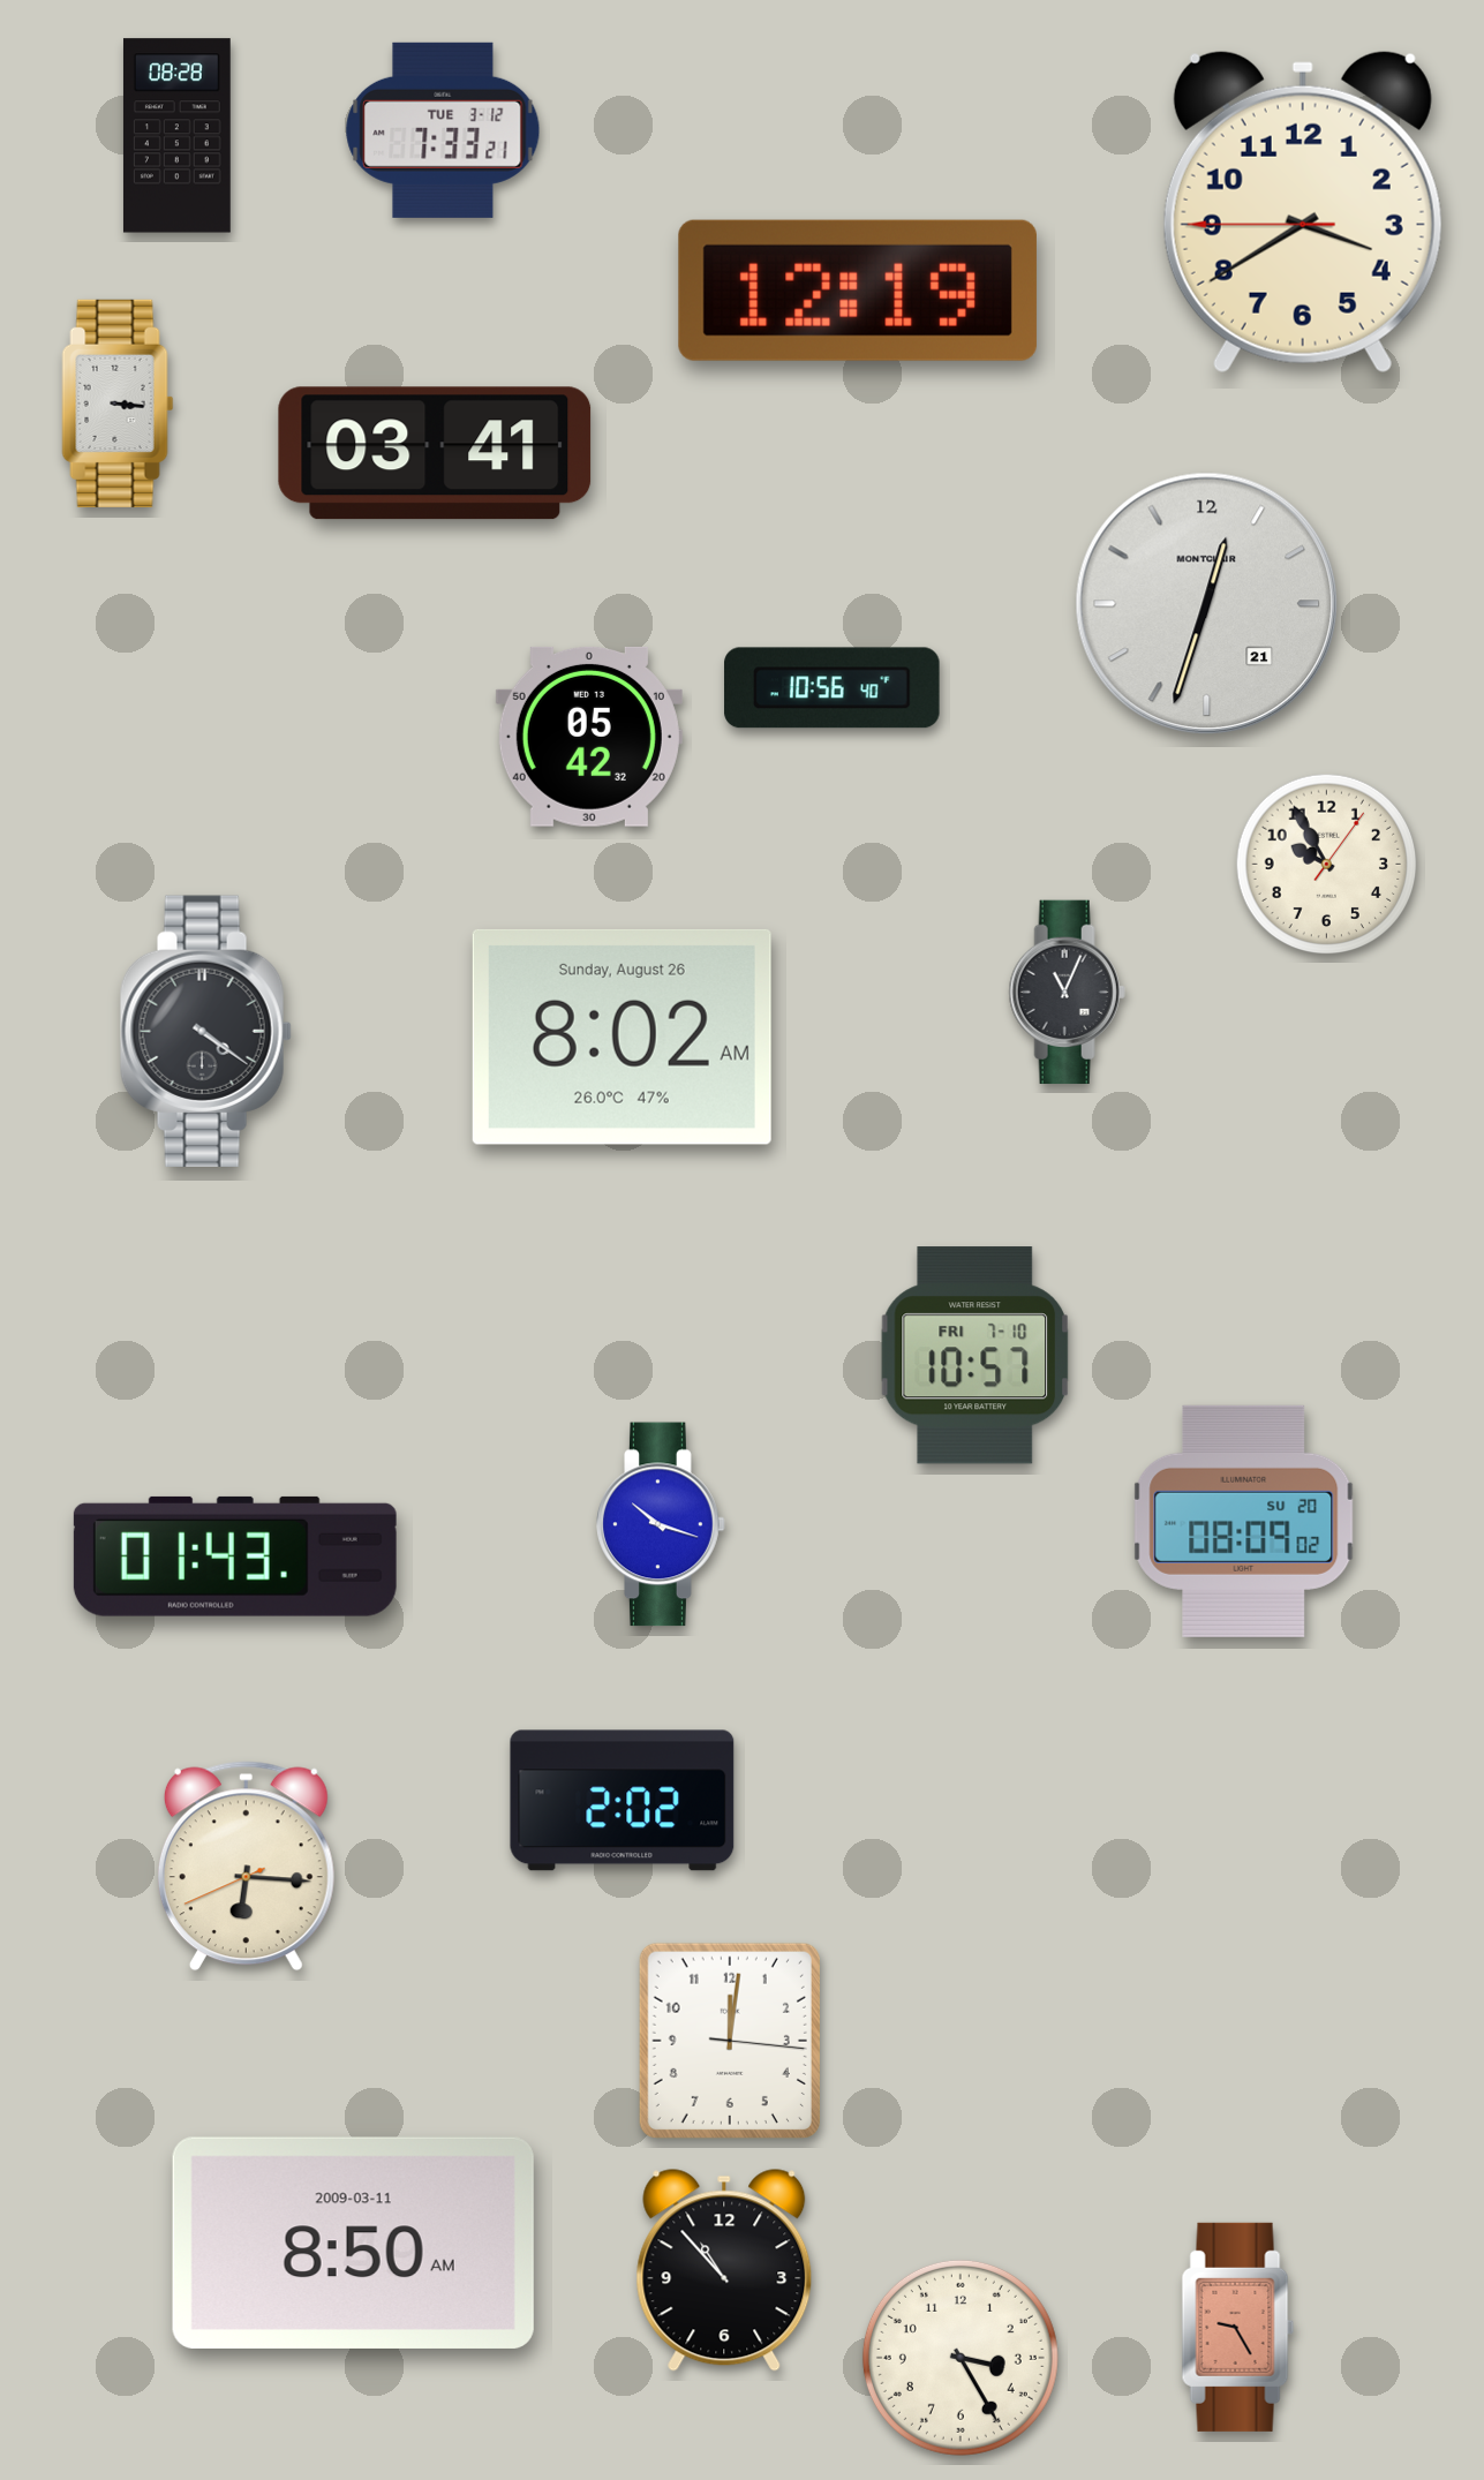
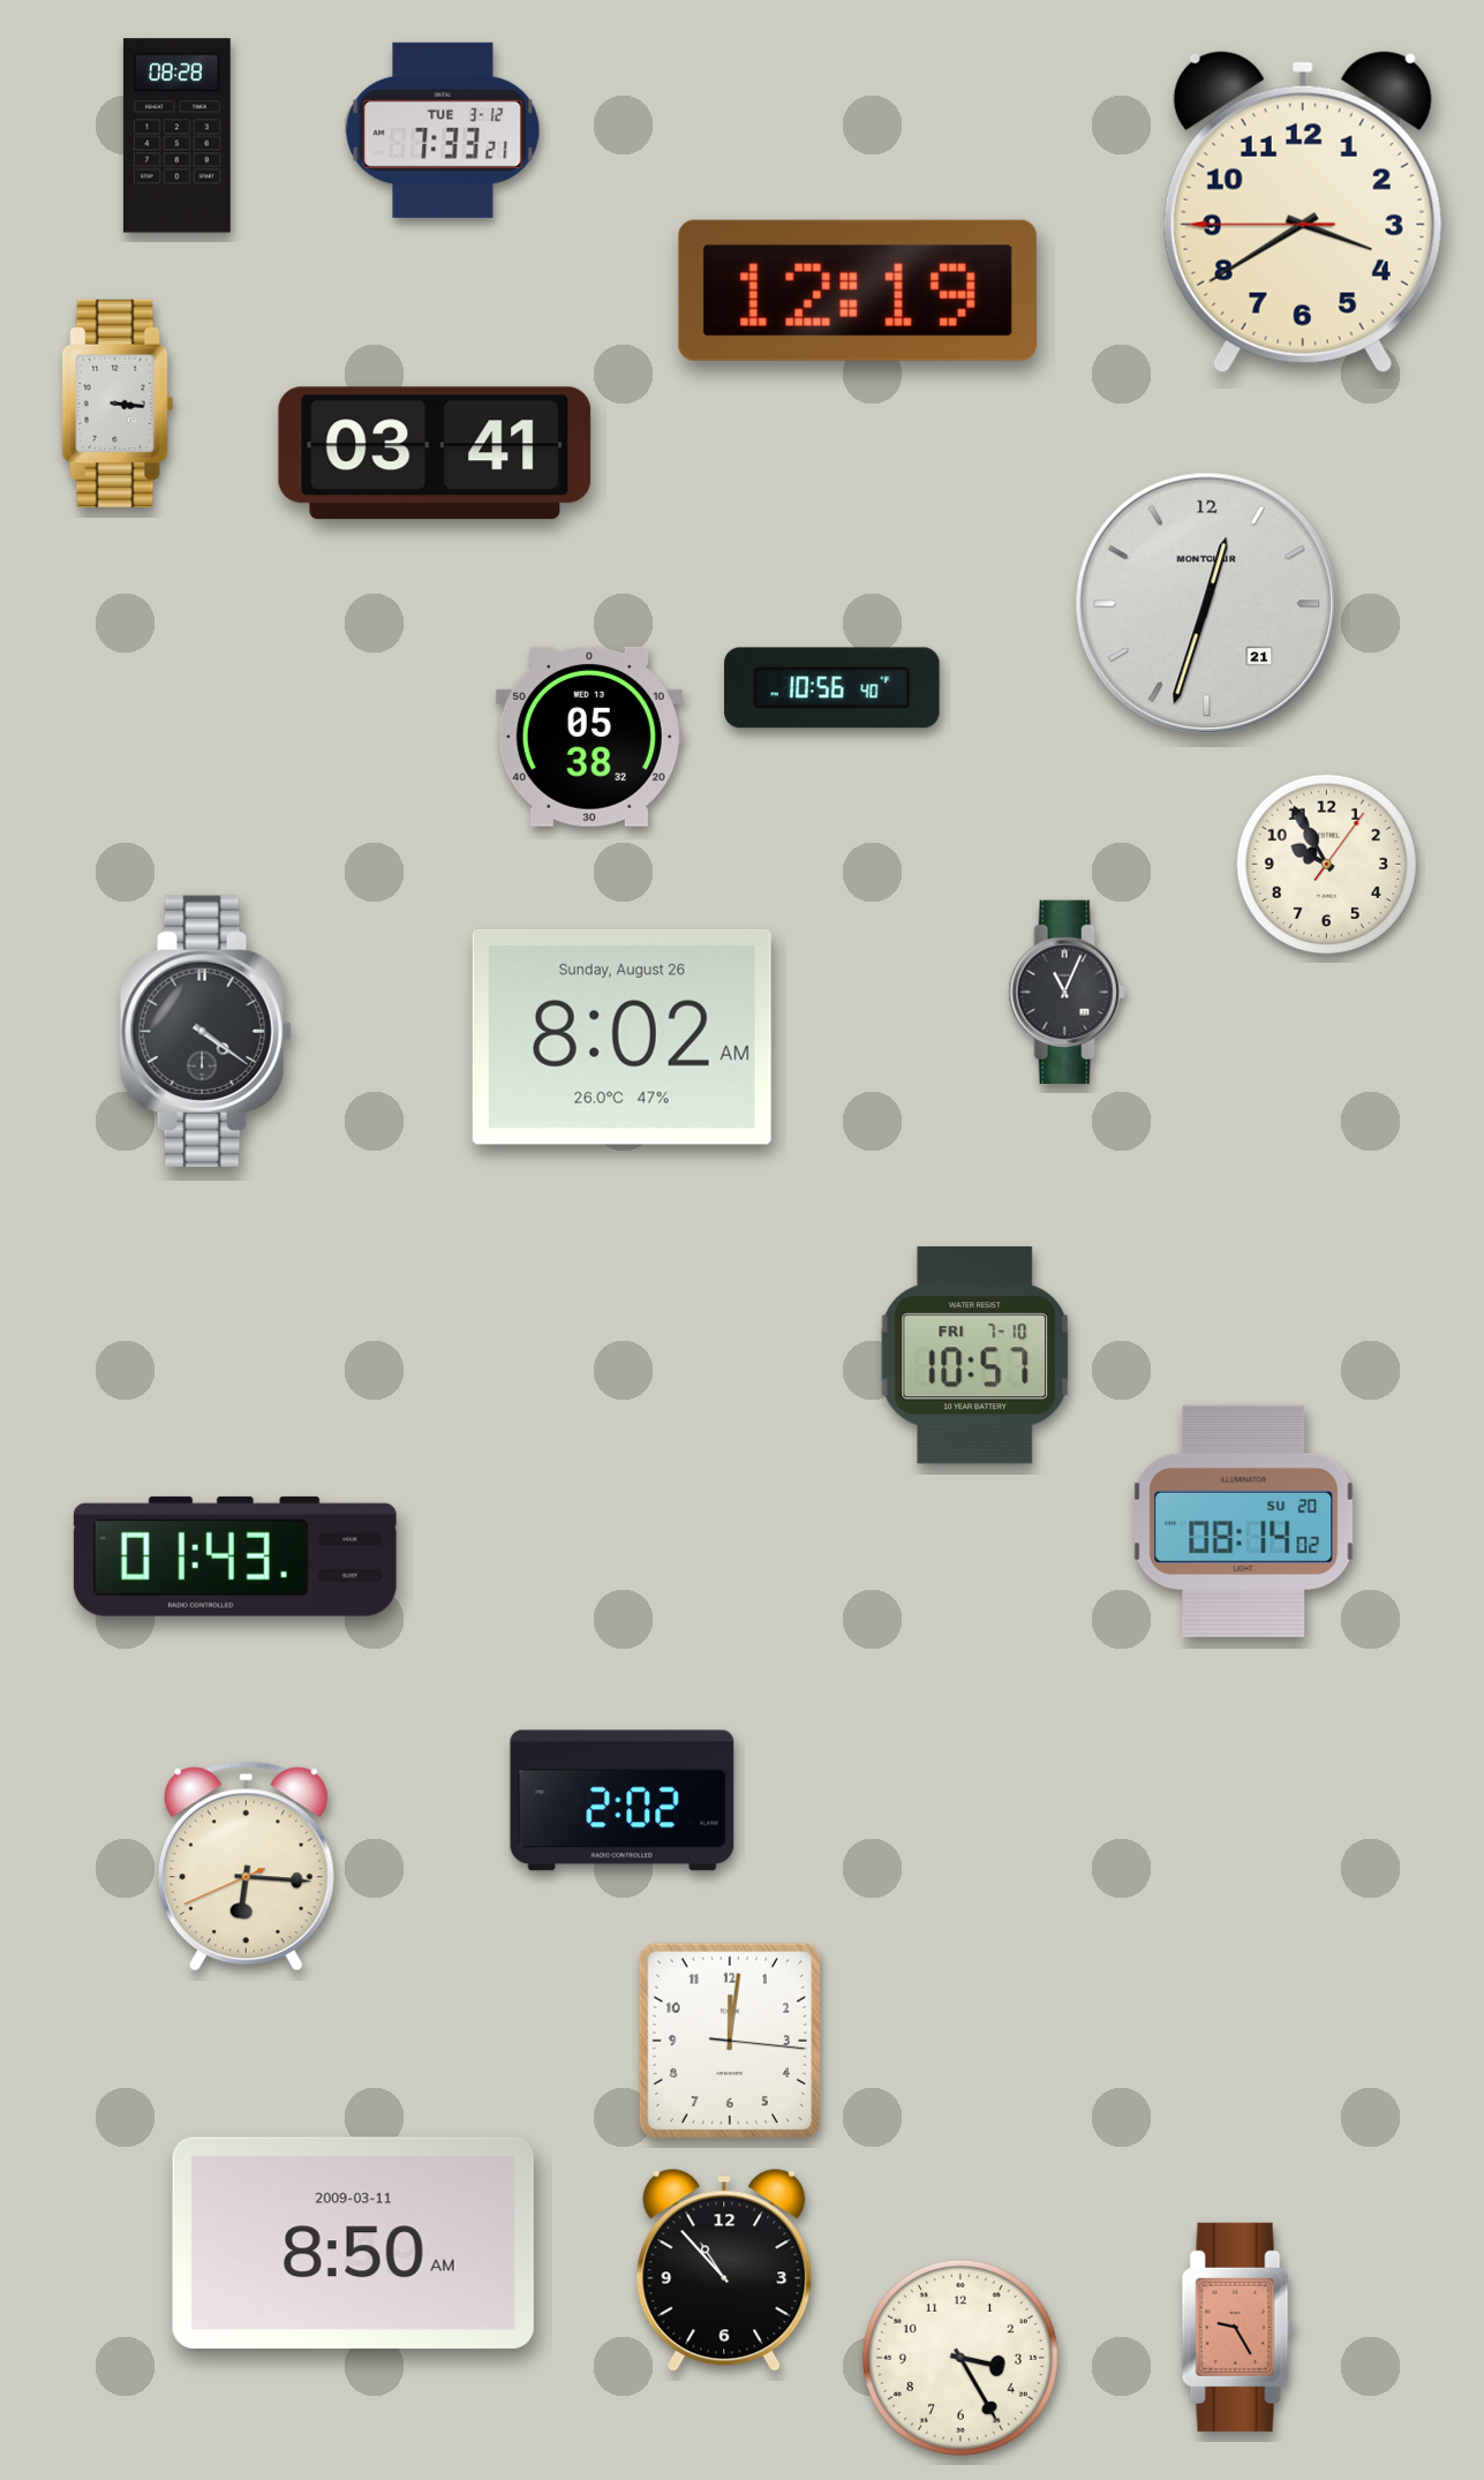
clock at (589, 737): 05:42 -> 05:38
clock at (1244, 1521): 08:09 -> 08:14
clock at (661, 1524): 10:18 -> none
